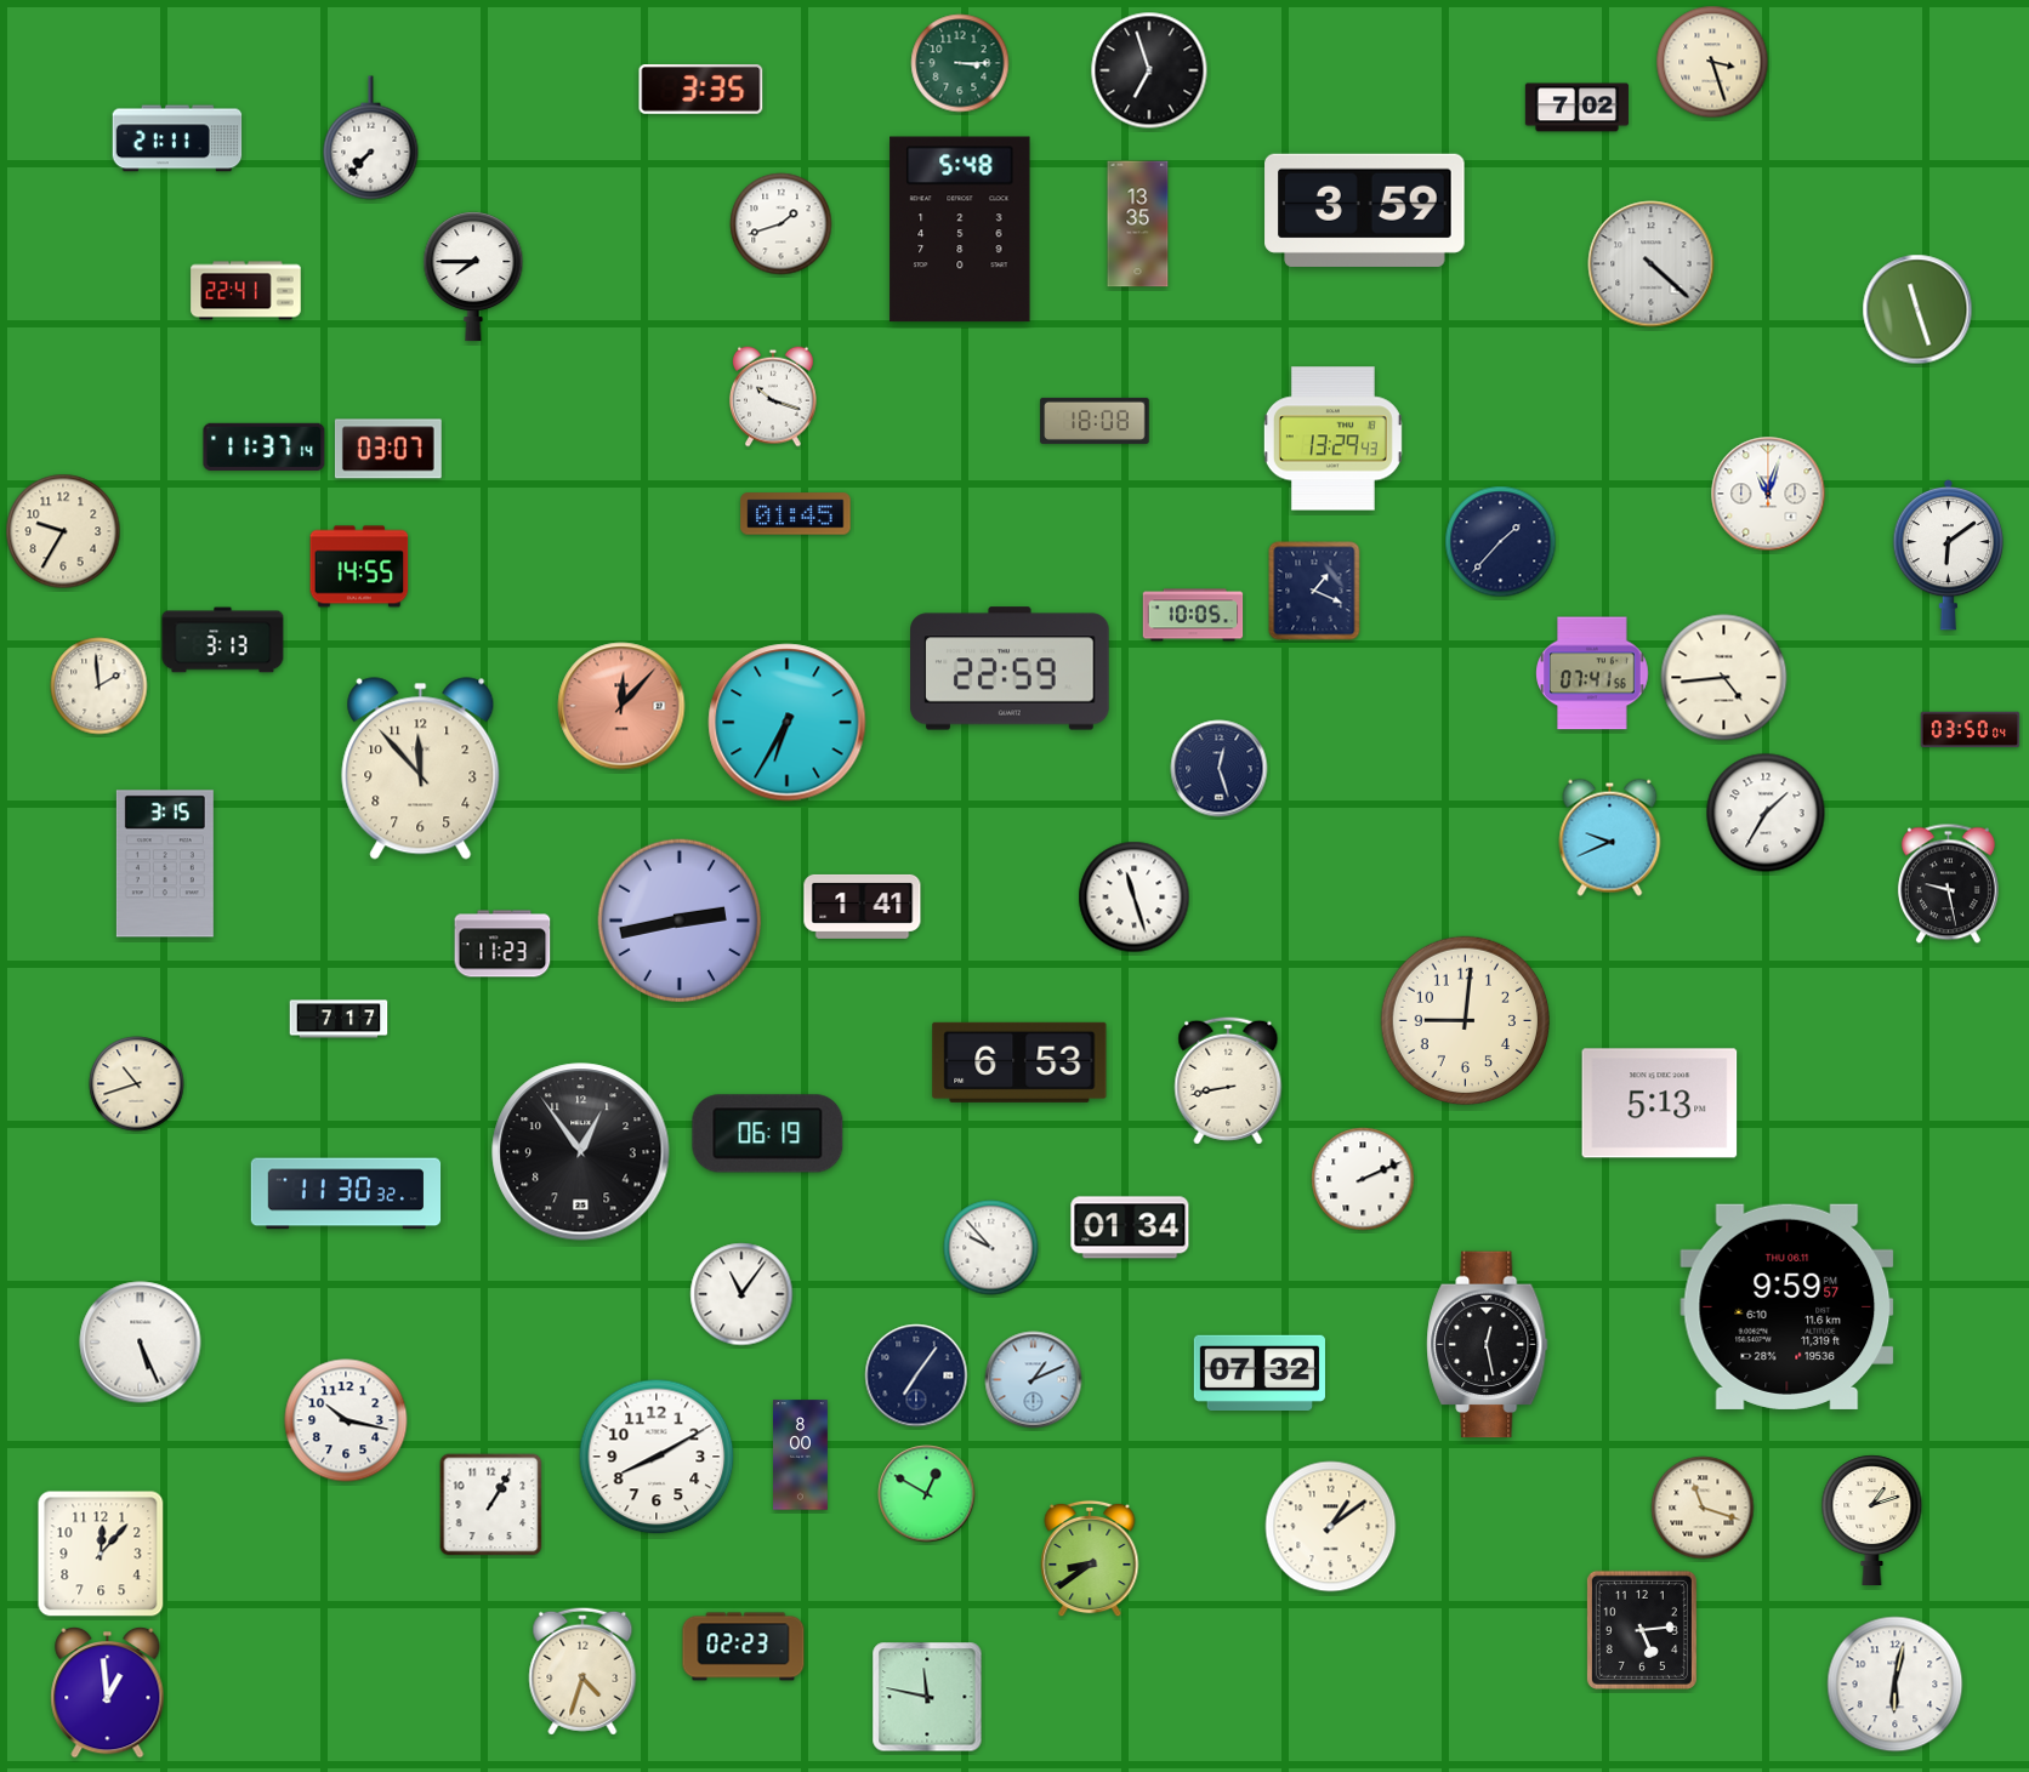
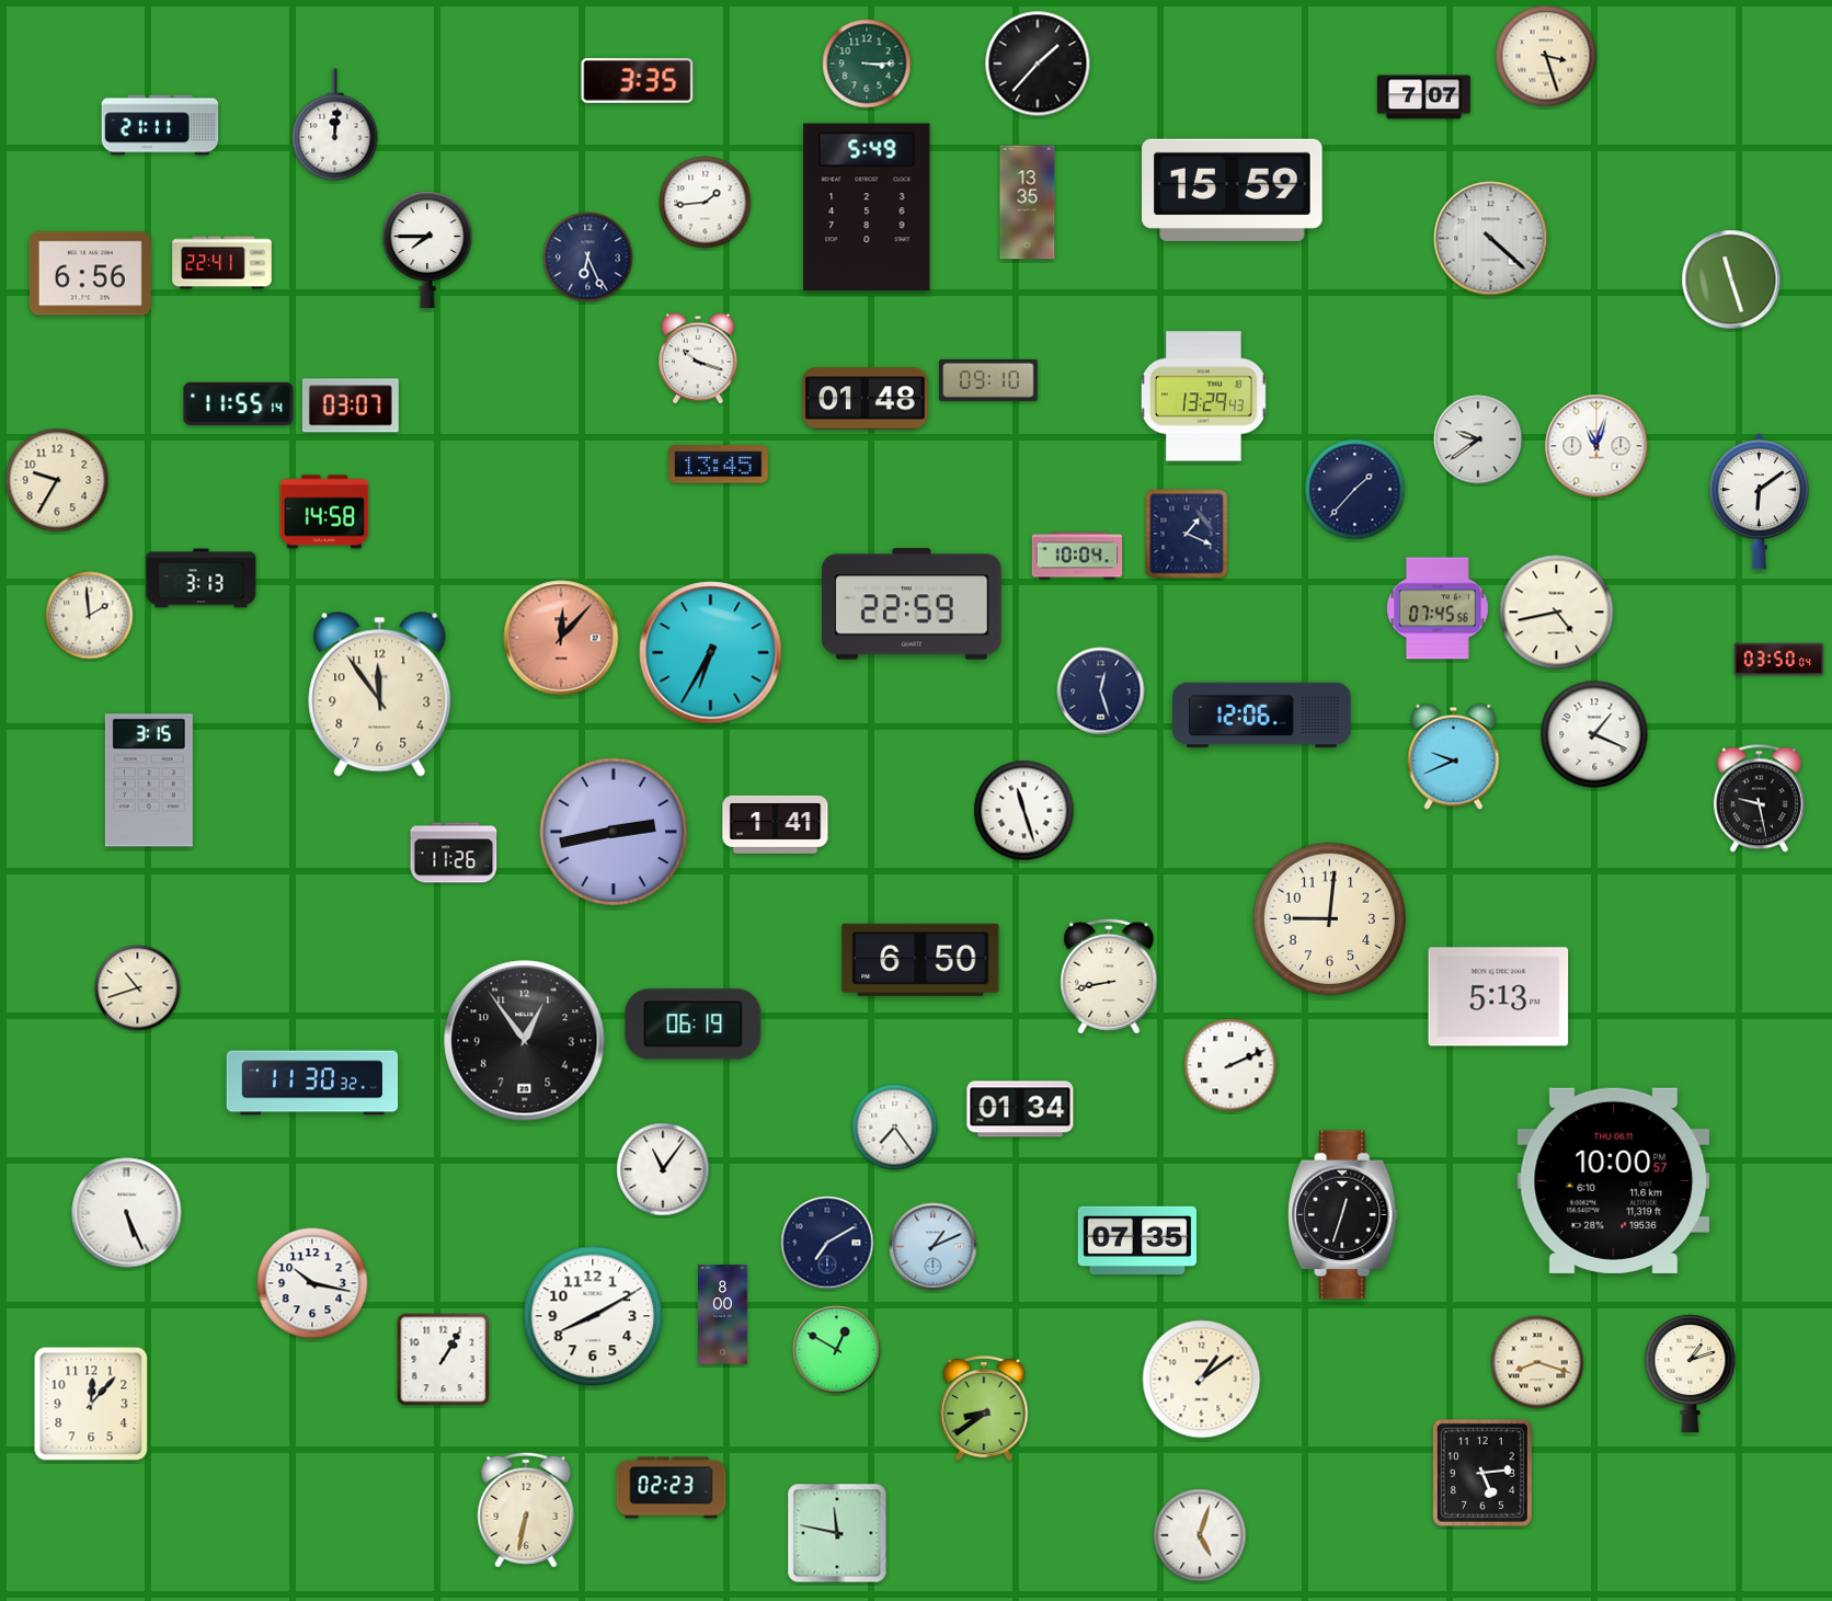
clock at (960, 63) position: (960, 63) -> (867, 64)
clock at (1149, 70): 6:57 -> 1:37
clock at (701, 90) position: (701, 90) -> (638, 81)
clock at (1576, 108): 7:02 -> 7:07
clock at (371, 138): 7:37 -> 12:01
clock at (1365, 210): 3:59 -> 15:59
clock at (782, 224): 1:42 -> 1:44
clock at (960, 229): 5:48 -> 5:49
clock at (588, 258): none -> 6:26
clock at (90, 274): none -> 6:56
clock at (1095, 421): 18:08 -> 09:10
clock at (866, 399): none -> 01:48
clock at (265, 446): 11:37 -> 11:55
clock at (1478, 439): none -> 9:39
clock at (796, 514): 01:45 -> 13:45
clock at (359, 566): 14:55 -> 14:58
clock at (1193, 615): 10:05 -> 10:04
clock at (1592, 673): 07:41 -> 07:45
clock at (1724, 678): 4:44 -> 4:43
clock at (100, 686) position: (100, 686) -> (90, 616)
clock at (421, 769): 11:53 -> 11:54
clock at (1220, 769) position: (1220, 769) -> (1101, 691)
clock at (1262, 716): none -> 12:06
clock at (1766, 813): 1:35 -> 1:19
clock at (863, 906) position: (863, 906) -> (776, 824)
clock at (502, 944): 11:23 -> 11:26
clock at (339, 1019): 7:17 -> none
clock at (1465, 1020) position: (1465, 1020) -> (1329, 918)
clock at (1019, 1062): 6:53 -> 6:50
clock at (137, 1084) position: (137, 1084) -> (138, 988)
clock at (346, 1193) position: (346, 1193) -> (312, 1083)
clock at (991, 1248): 9:53 -> 7:24
clock at (741, 1294) position: (741, 1294) -> (663, 1169)
clock at (1788, 1306): 9:59 -> 10:00
clock at (1488, 1345): 12:28 -> 12:33
clock at (1260, 1373): 07:32 -> 07:35
clock at (916, 1375): 7:06 -> 7:10
clock at (1703, 1508): 11:18 -> 8:18
clock at (582, 1671): 4:33 -> 6:32
clock at (1896, 1685): 6:02 -> none
clock at (108, 1692): 12:59 -> none
clock at (1200, 1535): none -> 5:03
